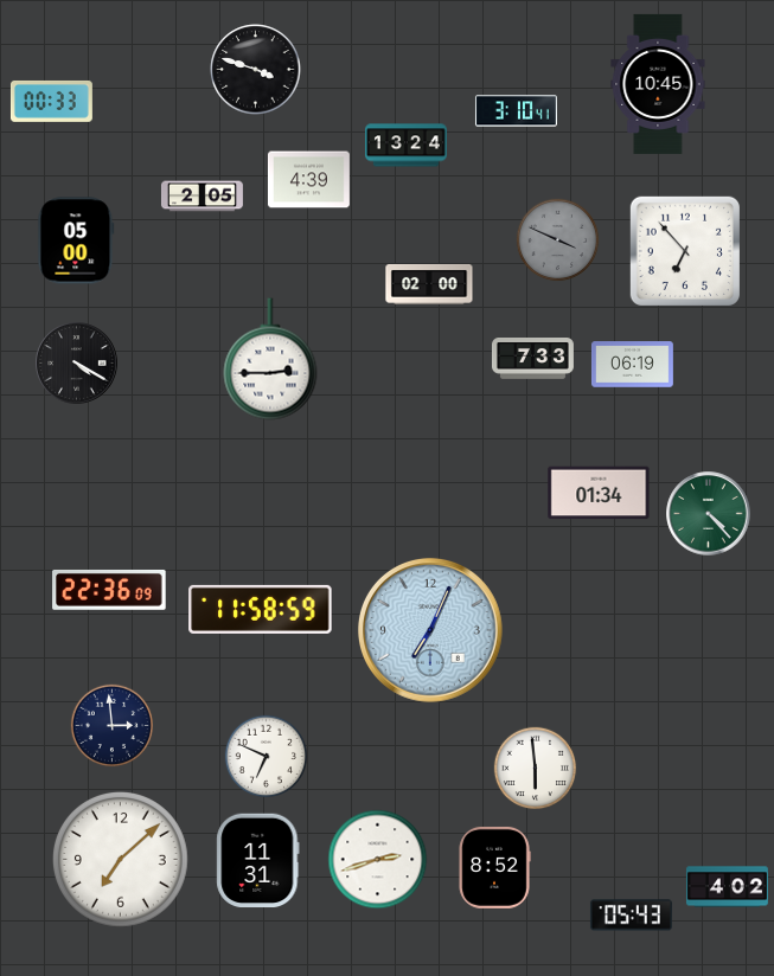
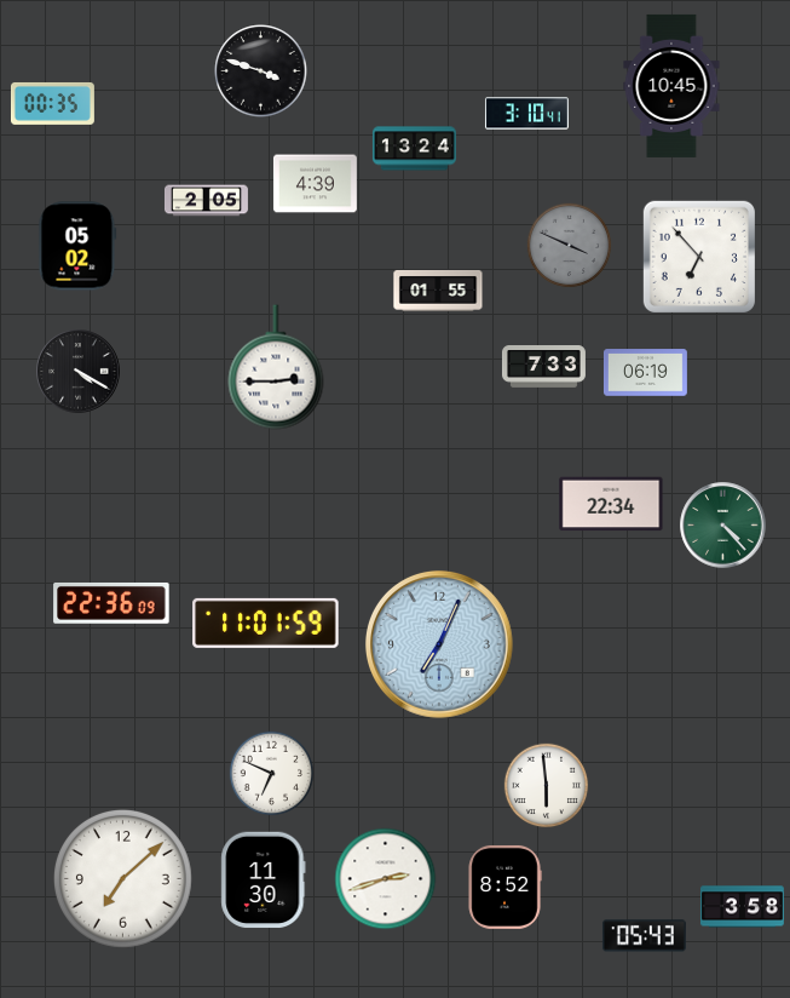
clock at (51, 101): 00:33 -> 00:35
clock at (76, 240): 05:00 -> 05:02
clock at (429, 284): 02:00 -> 01:55
clock at (599, 493): 01:34 -> 22:34
clock at (261, 609): 11:58 -> 11:01
clock at (113, 726): 2:59 -> none
clock at (258, 861): 11:31 -> 11:30
clock at (727, 887): 4:02 -> 3:58
